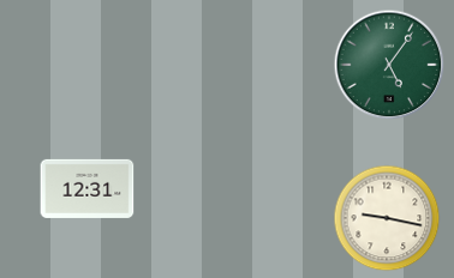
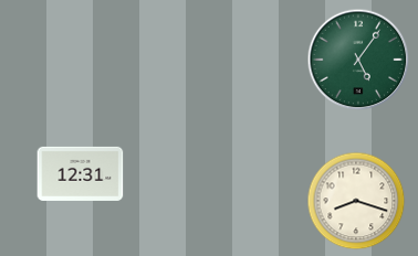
clock at (387, 218): 9:17 -> 8:18
